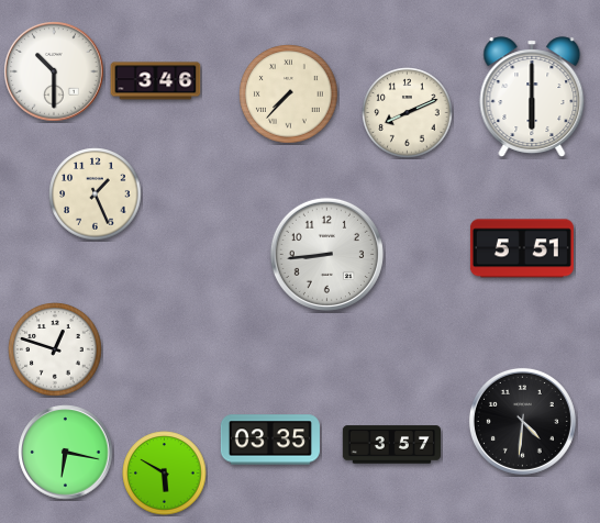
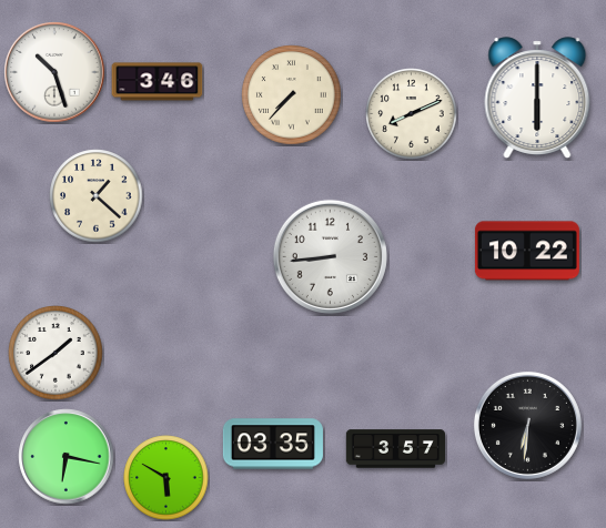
clock at (54, 71): 10:30 -> 10:27
clock at (96, 194): 1:26 -> 1:22
clock at (522, 248): 5:51 -> 10:22
clock at (55, 349): 12:48 -> 1:39
clock at (522, 421): 4:31 -> 6:31
